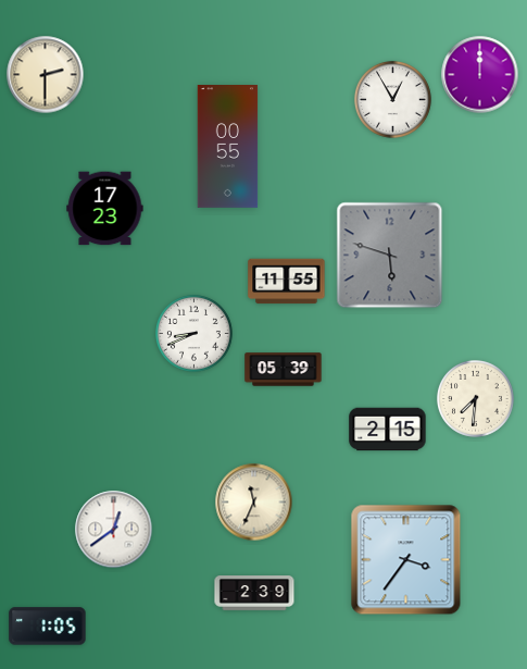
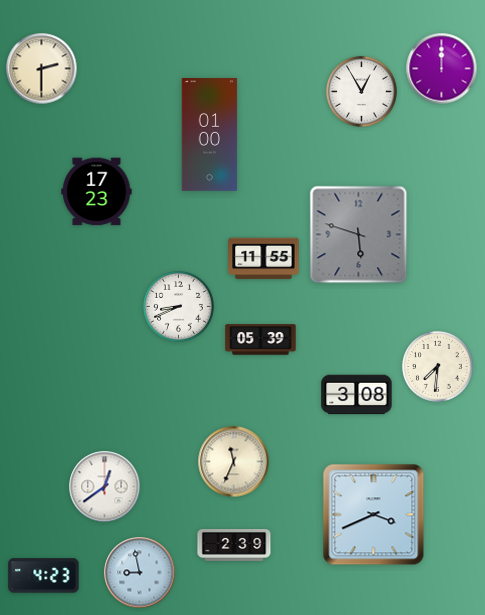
clock at (228, 147): 00:55 -> 01:00
clock at (388, 430): 2:15 -> 3:08
clock at (406, 560): 3:36 -> 3:41
clock at (140, 573): none -> 8:58
clock at (48, 627): 1:05 -> 4:23
